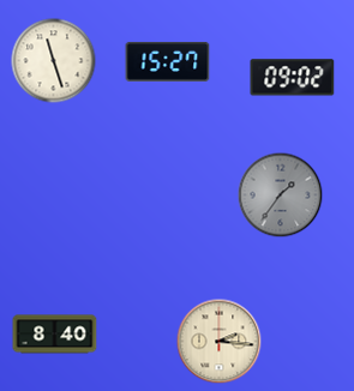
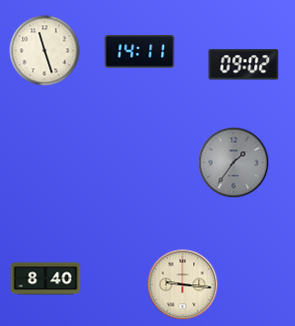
clock at (168, 61): 15:27 -> 14:11
clock at (220, 342): 2:16 -> 9:16
